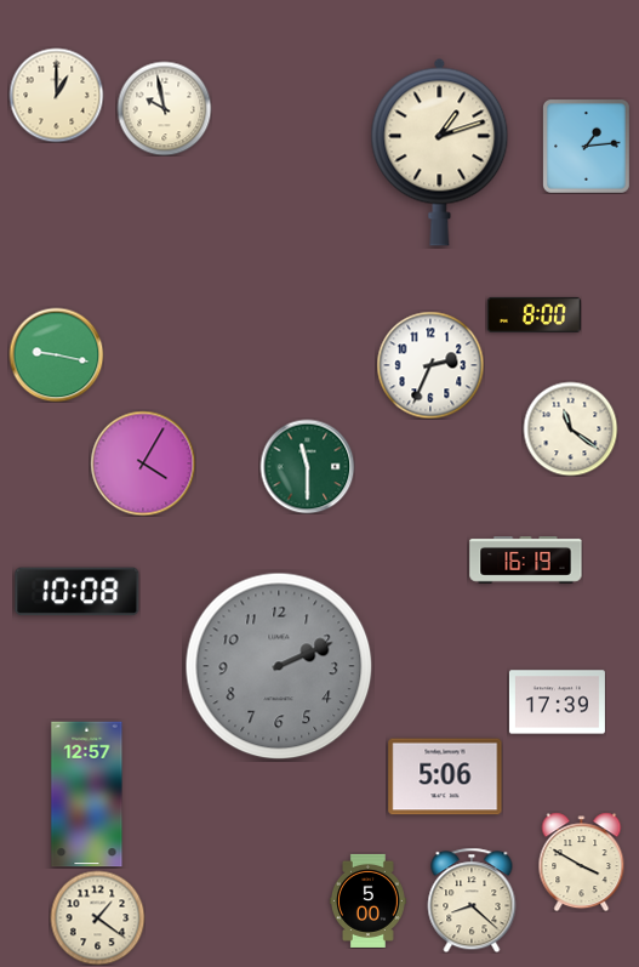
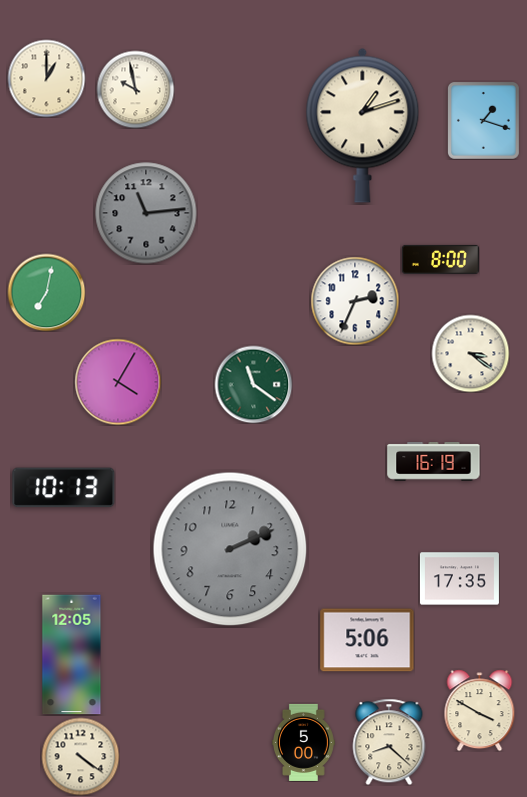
clock at (587, 147): 1:14 -> 1:18
clock at (146, 213): none -> 11:14
clock at (56, 354): 9:17 -> 7:02
clock at (570, 428): 11:21 -> 3:21
clock at (307, 466): 11:30 -> 11:21
clock at (78, 592): 10:08 -> 10:13
clock at (557, 703): 17:39 -> 17:35
clock at (87, 795): 12:57 -> 12:05
clock at (97, 917): 1:21 -> 4:21
